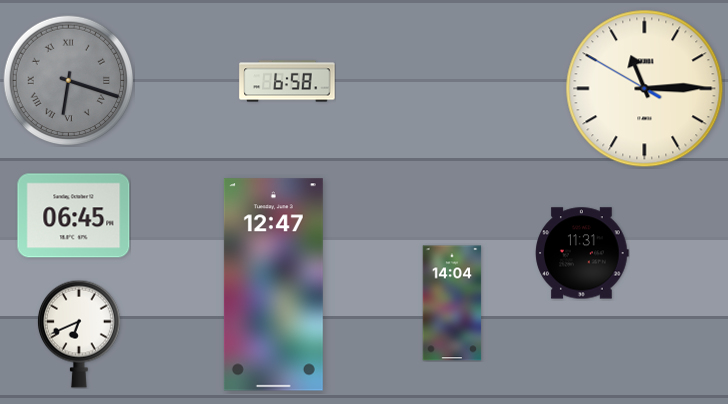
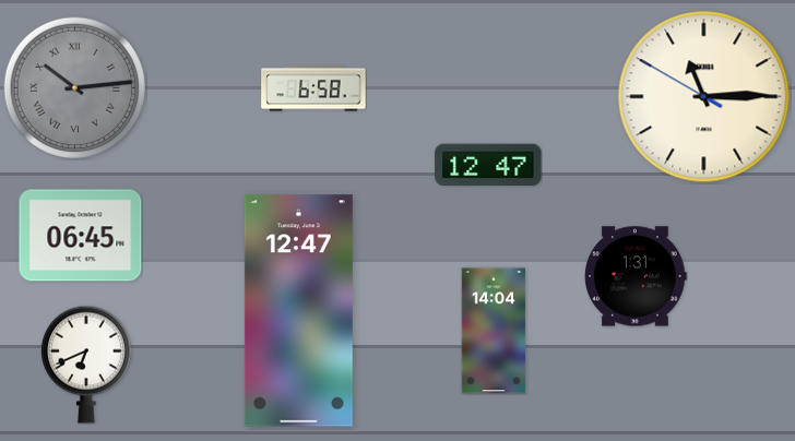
clock at (69, 81): 6:18 -> 10:14
clock at (488, 165): none -> 12:47
clock at (582, 253): 11:31 -> 1:31
